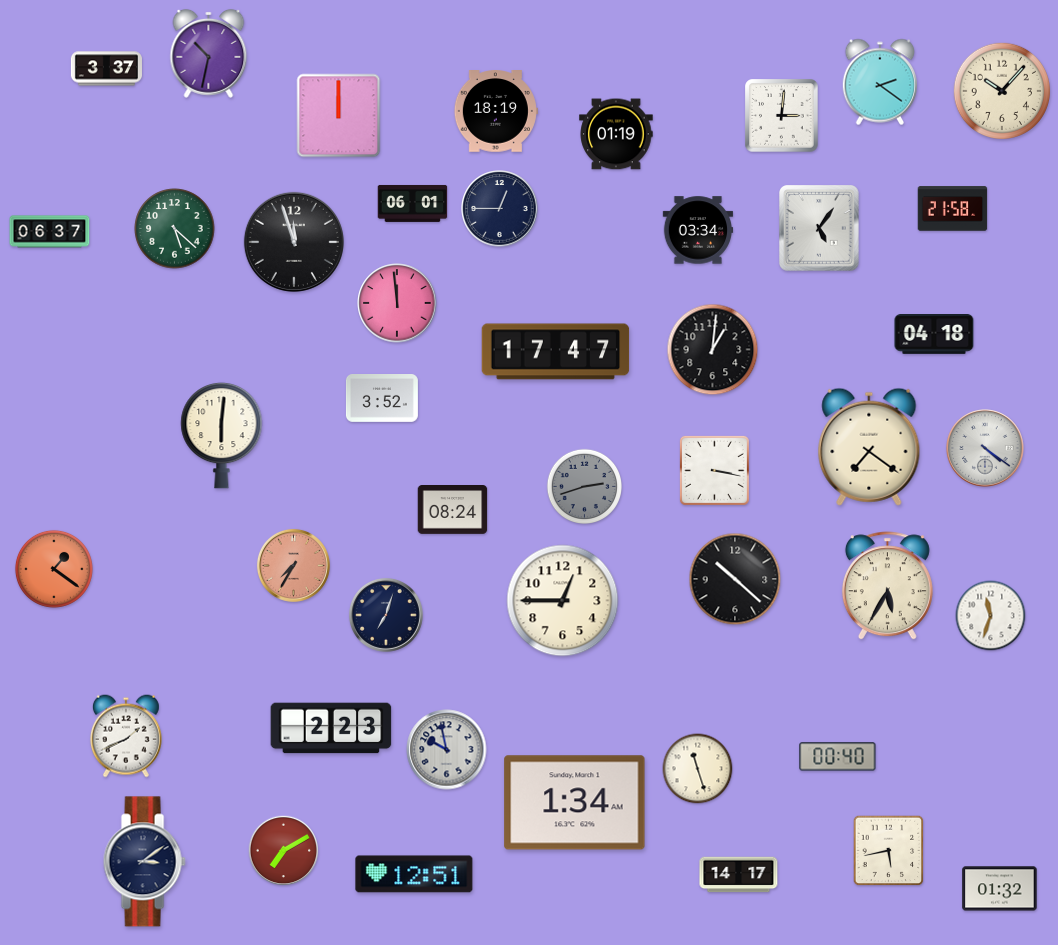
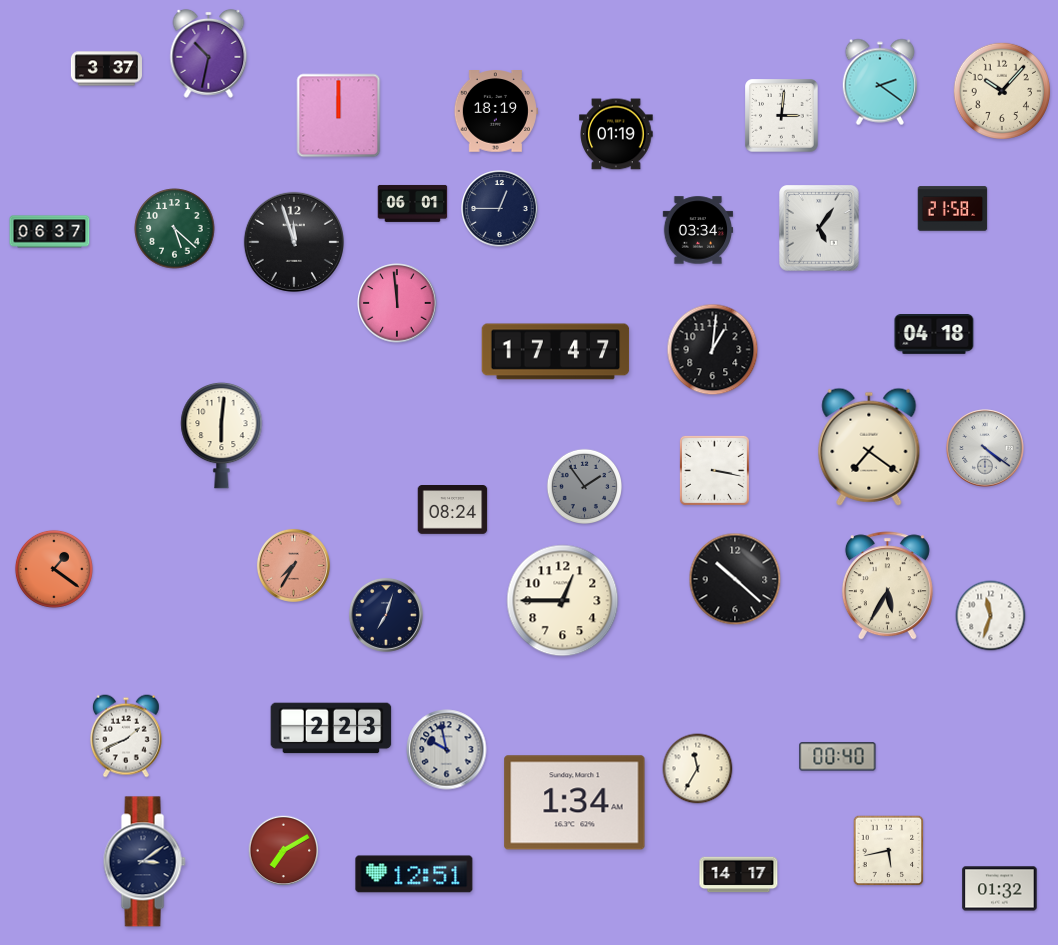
clock at (382, 399): 3:52 -> none
clock at (584, 486): 2:42 -> 1:54
clock at (698, 769): 11:27 -> 11:35
